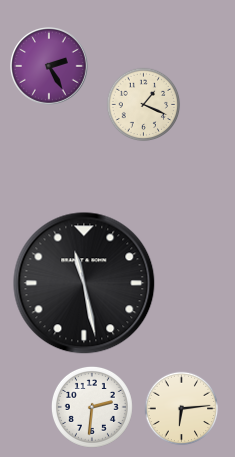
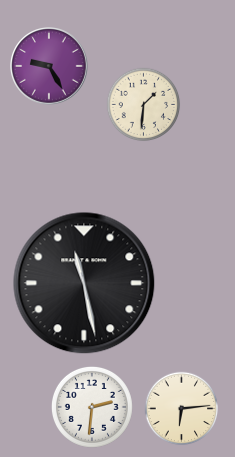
clock at (49, 66): 2:25 -> 9:25
clock at (144, 105): 1:19 -> 1:31
